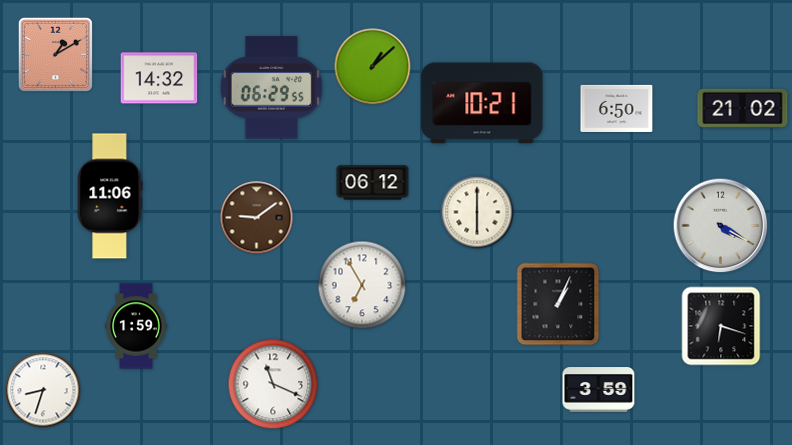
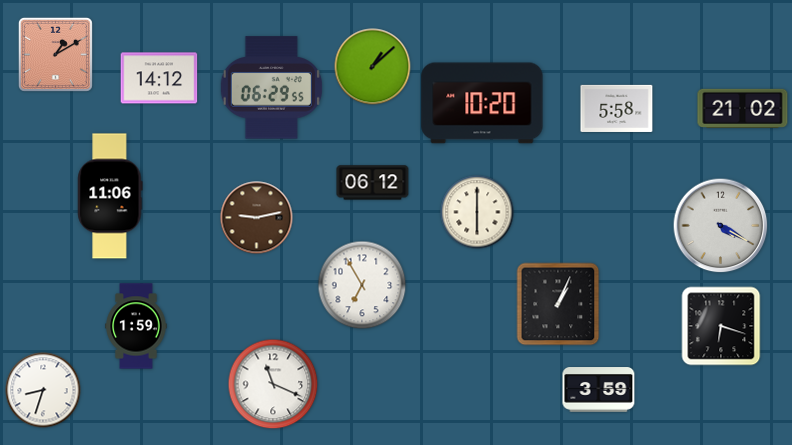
clock at (159, 78): 14:32 -> 14:12
clock at (482, 103): 10:21 -> 10:20
clock at (617, 108): 6:50 -> 5:58
clock at (257, 218): 9:09 -> 9:13
